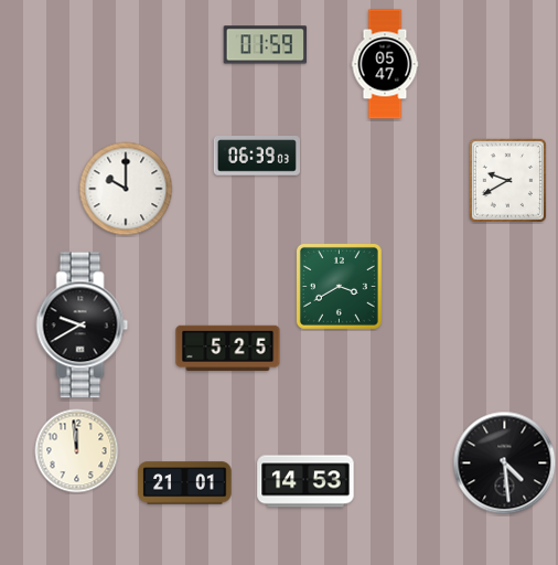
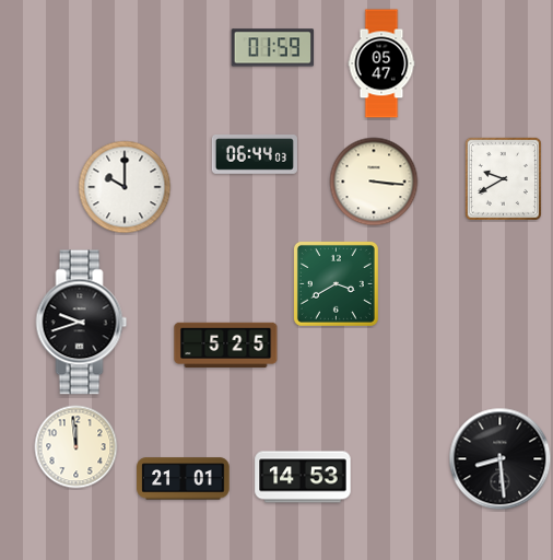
clock at (266, 45) position: (266, 45) -> (273, 48)
clock at (257, 156): 06:39 -> 06:44
clock at (374, 182): none -> 3:16
clock at (83, 326): 9:40 -> 9:42
clock at (505, 463): 4:29 -> 8:29
